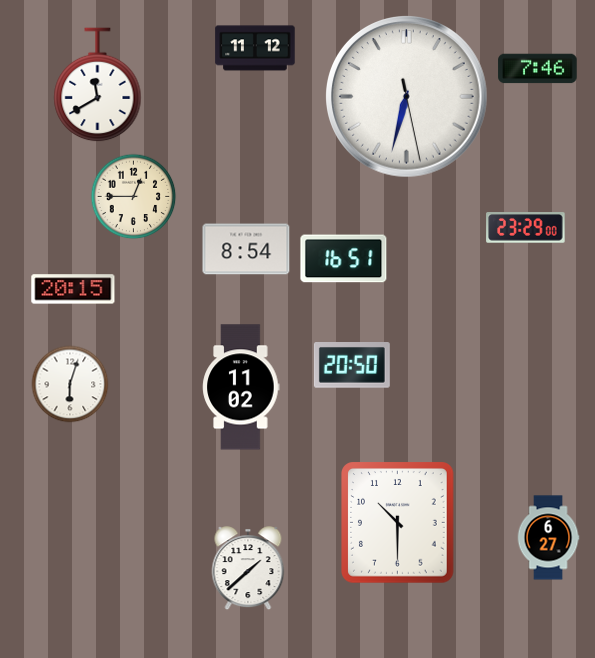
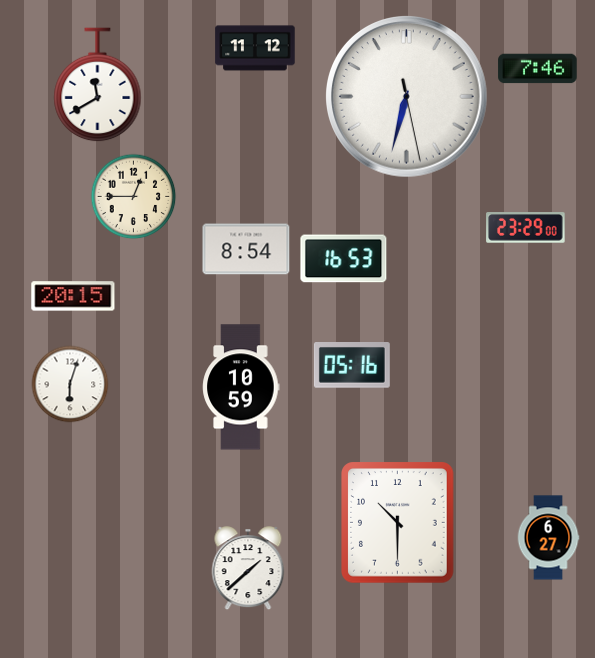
clock at (344, 259): 16:51 -> 16:53
clock at (73, 289) position: (73, 289) -> (73, 296)
clock at (352, 366): 20:50 -> 05:16
clock at (241, 387): 11:02 -> 10:59
